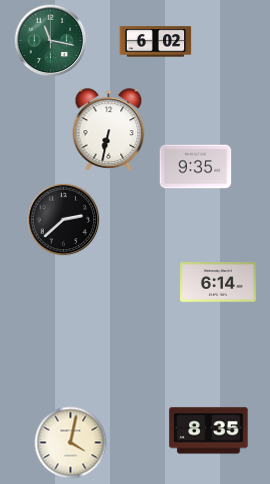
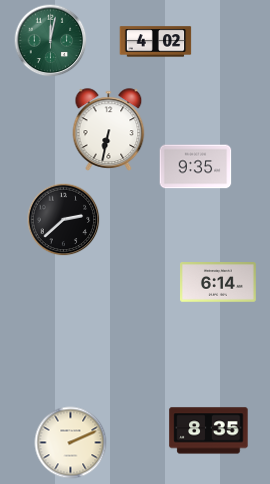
clock at (51, 41): 11:17 -> 12:02
clock at (156, 42): 6:02 -> 4:02
clock at (71, 443): 4:02 -> 2:11
